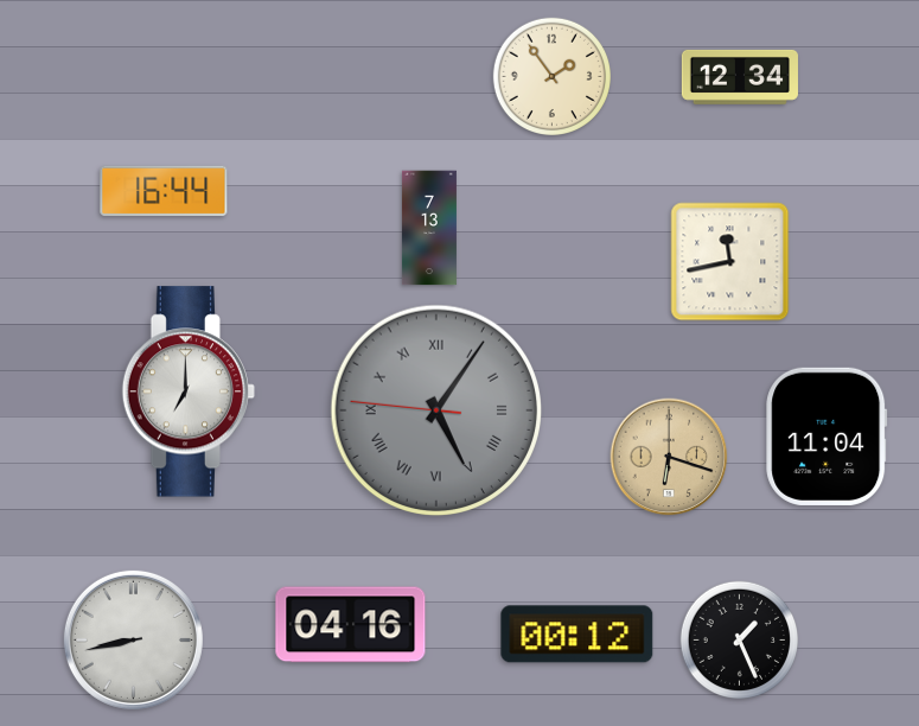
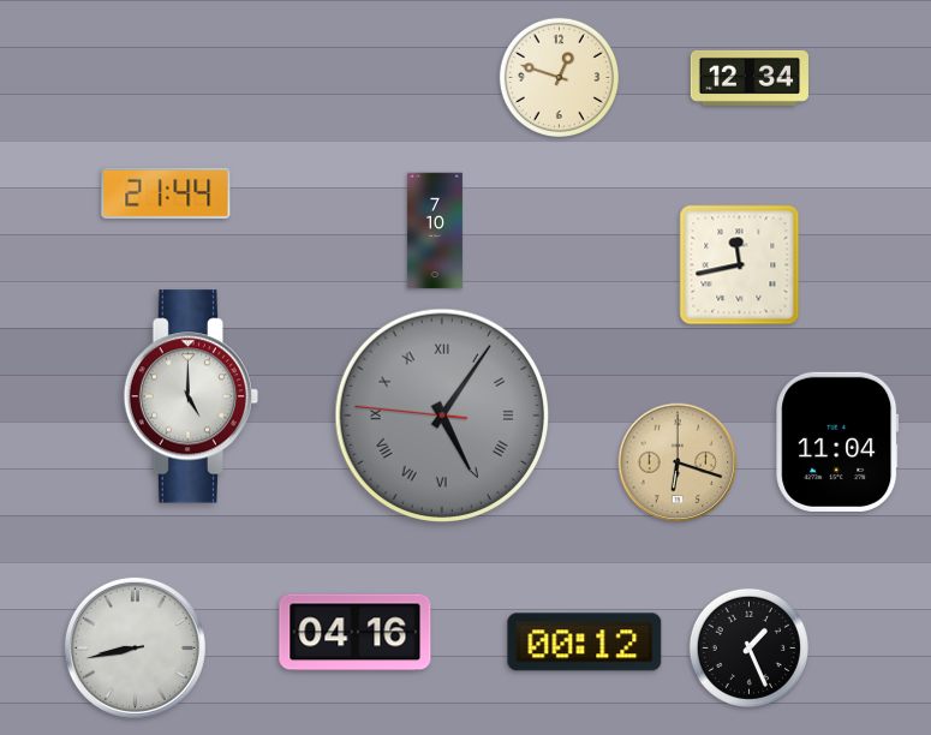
clock at (551, 76): 1:54 -> 12:48
clock at (164, 191): 16:44 -> 21:44
clock at (429, 228): 7:13 -> 7:10
clock at (189, 391): 7:00 -> 5:00
